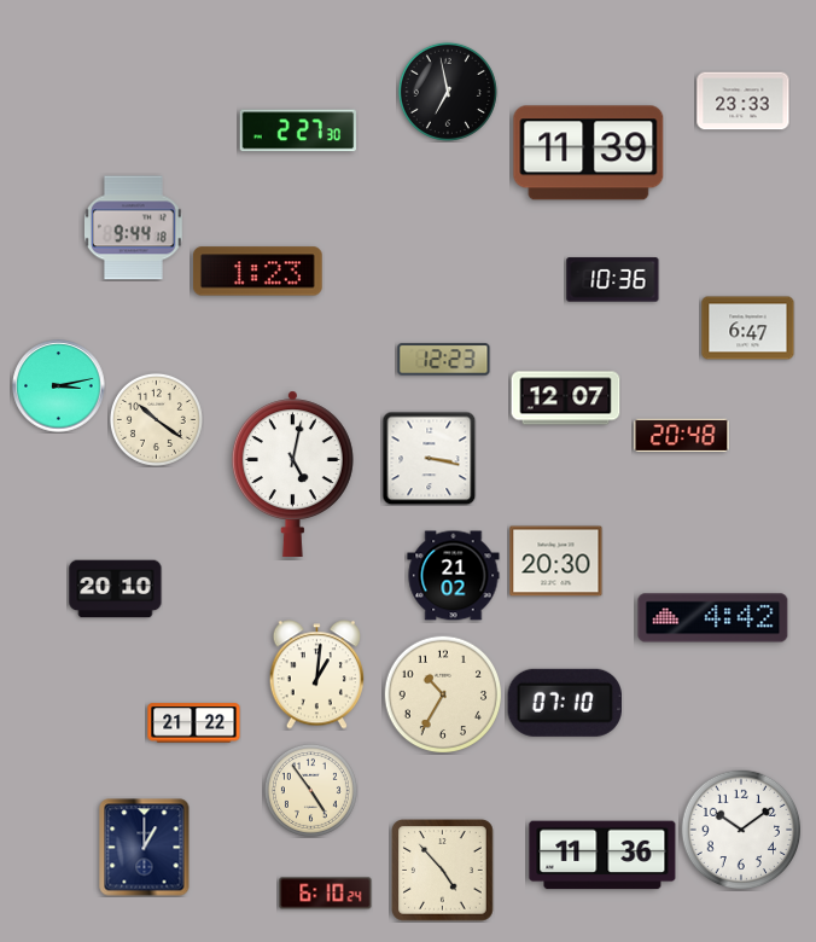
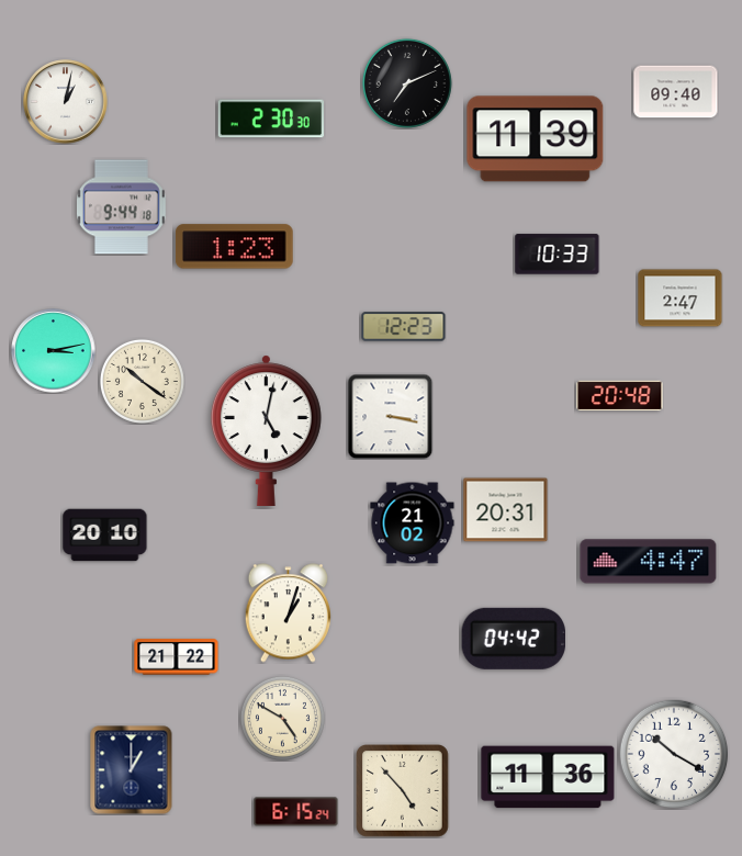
clock at (448, 92): 6:58 -> 7:11
clock at (744, 101): 23:33 -> 09:40
clock at (66, 102): none -> 1:02
clock at (297, 130): 2:27 -> 2:30
clock at (613, 280): 10:36 -> 10:33
clock at (748, 328): 6:47 -> 2:47
clock at (566, 399): 12:07 -> none
clock at (556, 562): 20:30 -> 20:31
clock at (713, 618): 4:42 -> 4:47
clock at (316, 675): 1:01 -> 1:03
clock at (443, 694): 10:35 -> none
clock at (564, 703): 07:10 -> 04:42
clock at (310, 790): 4:54 -> 4:50
clock at (741, 830): 10:09 -> 10:20
clock at (326, 894): 6:10 -> 6:15
